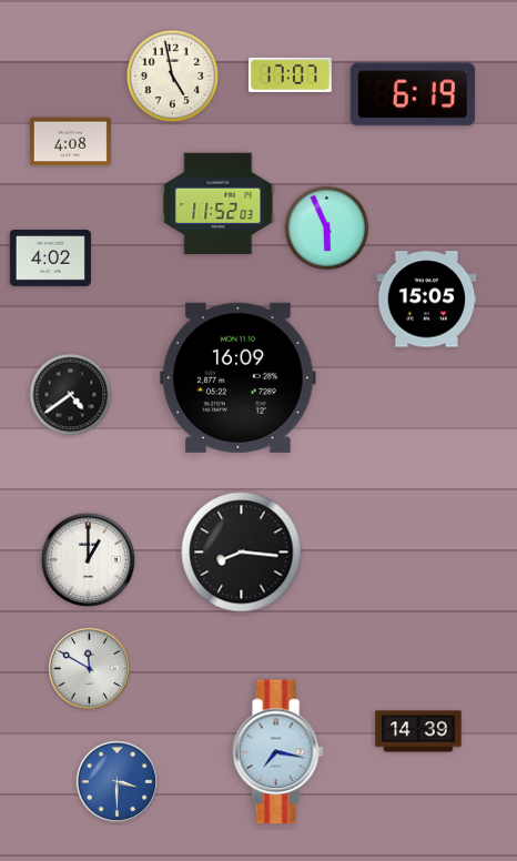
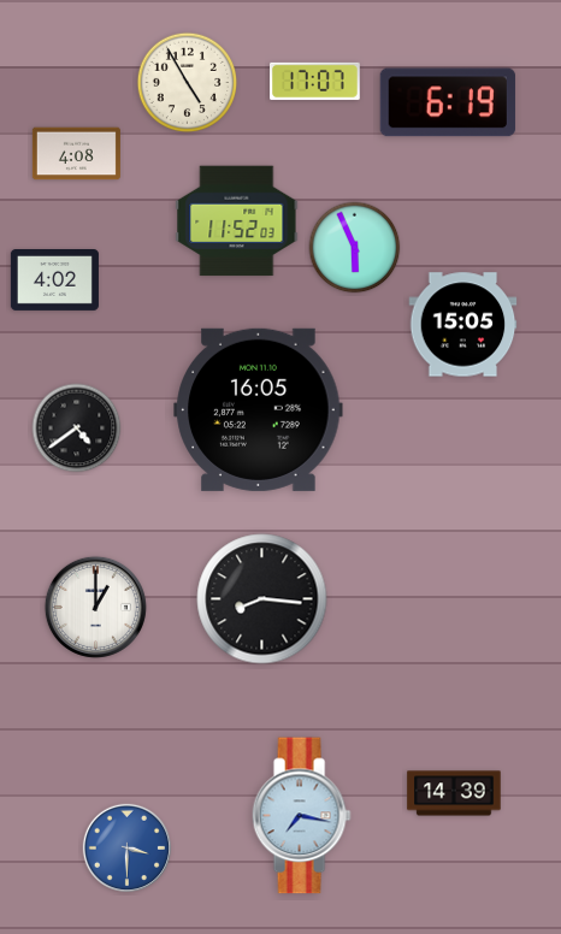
clock at (173, 77): 4:58 -> 4:55
clock at (239, 377): 16:09 -> 16:05
clock at (89, 668): 11:50 -> none
